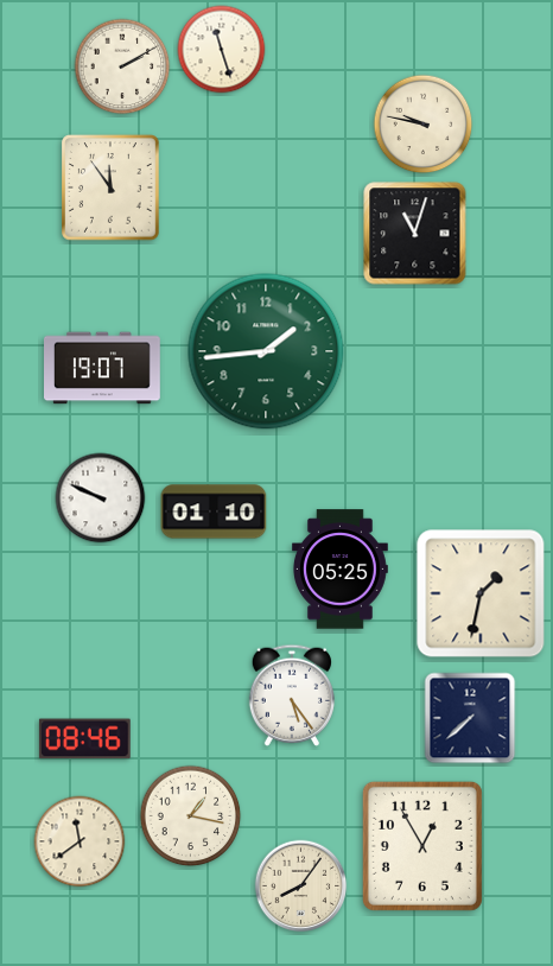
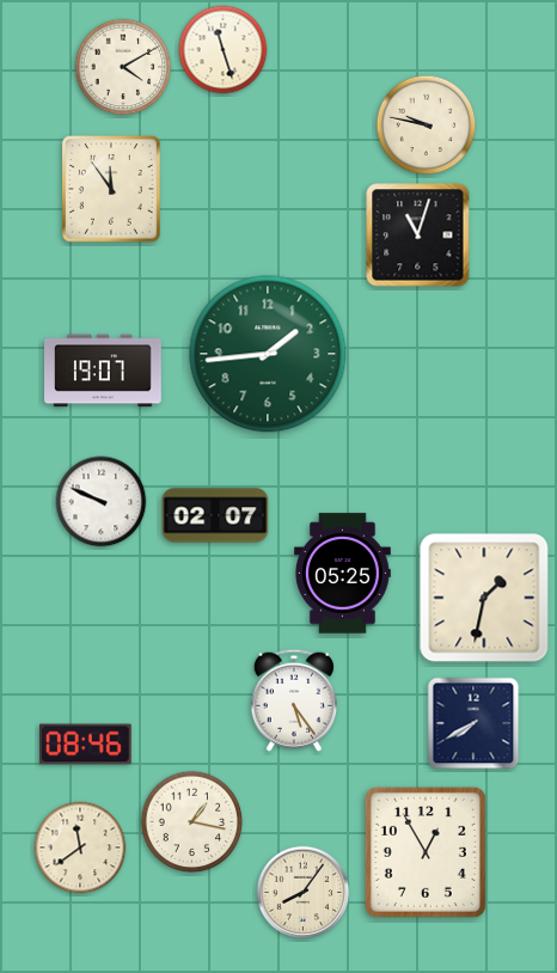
clock at (122, 66): 2:10 -> 4:10
clock at (214, 511): 01:10 -> 02:07
clock at (470, 718): 7:38 -> 7:40
